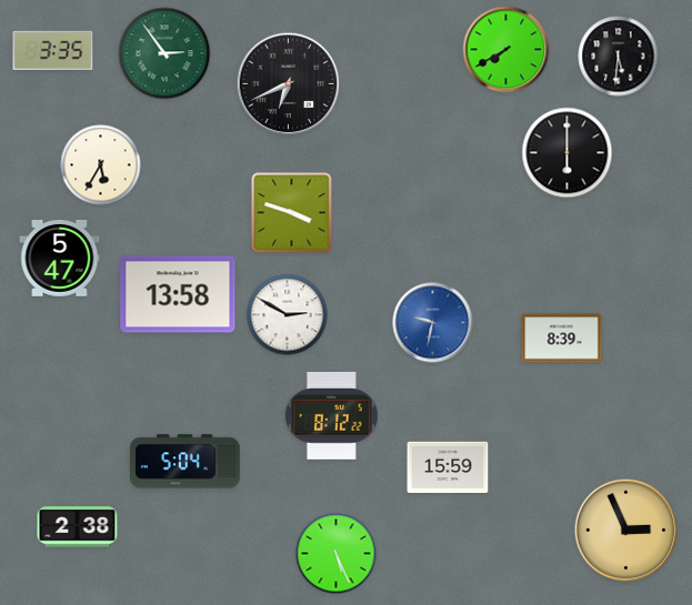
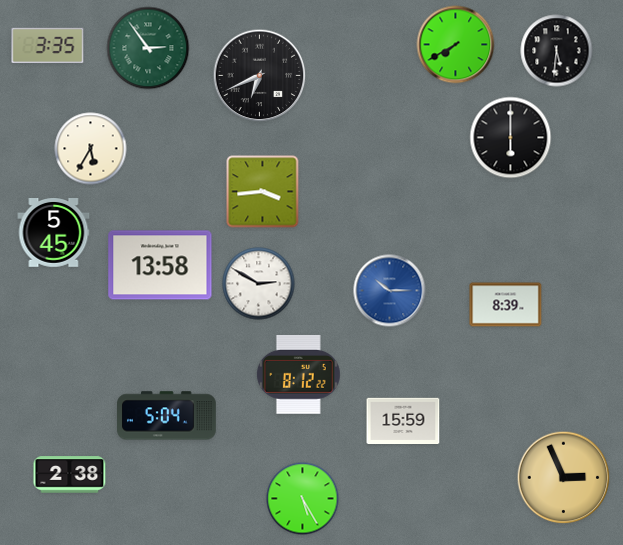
clock at (292, 213): 3:48 -> 3:44
clock at (60, 259): 5:47 -> 5:45
clock at (433, 323): 9:32 -> 10:15
clock at (337, 554): 5:26 -> 5:25
